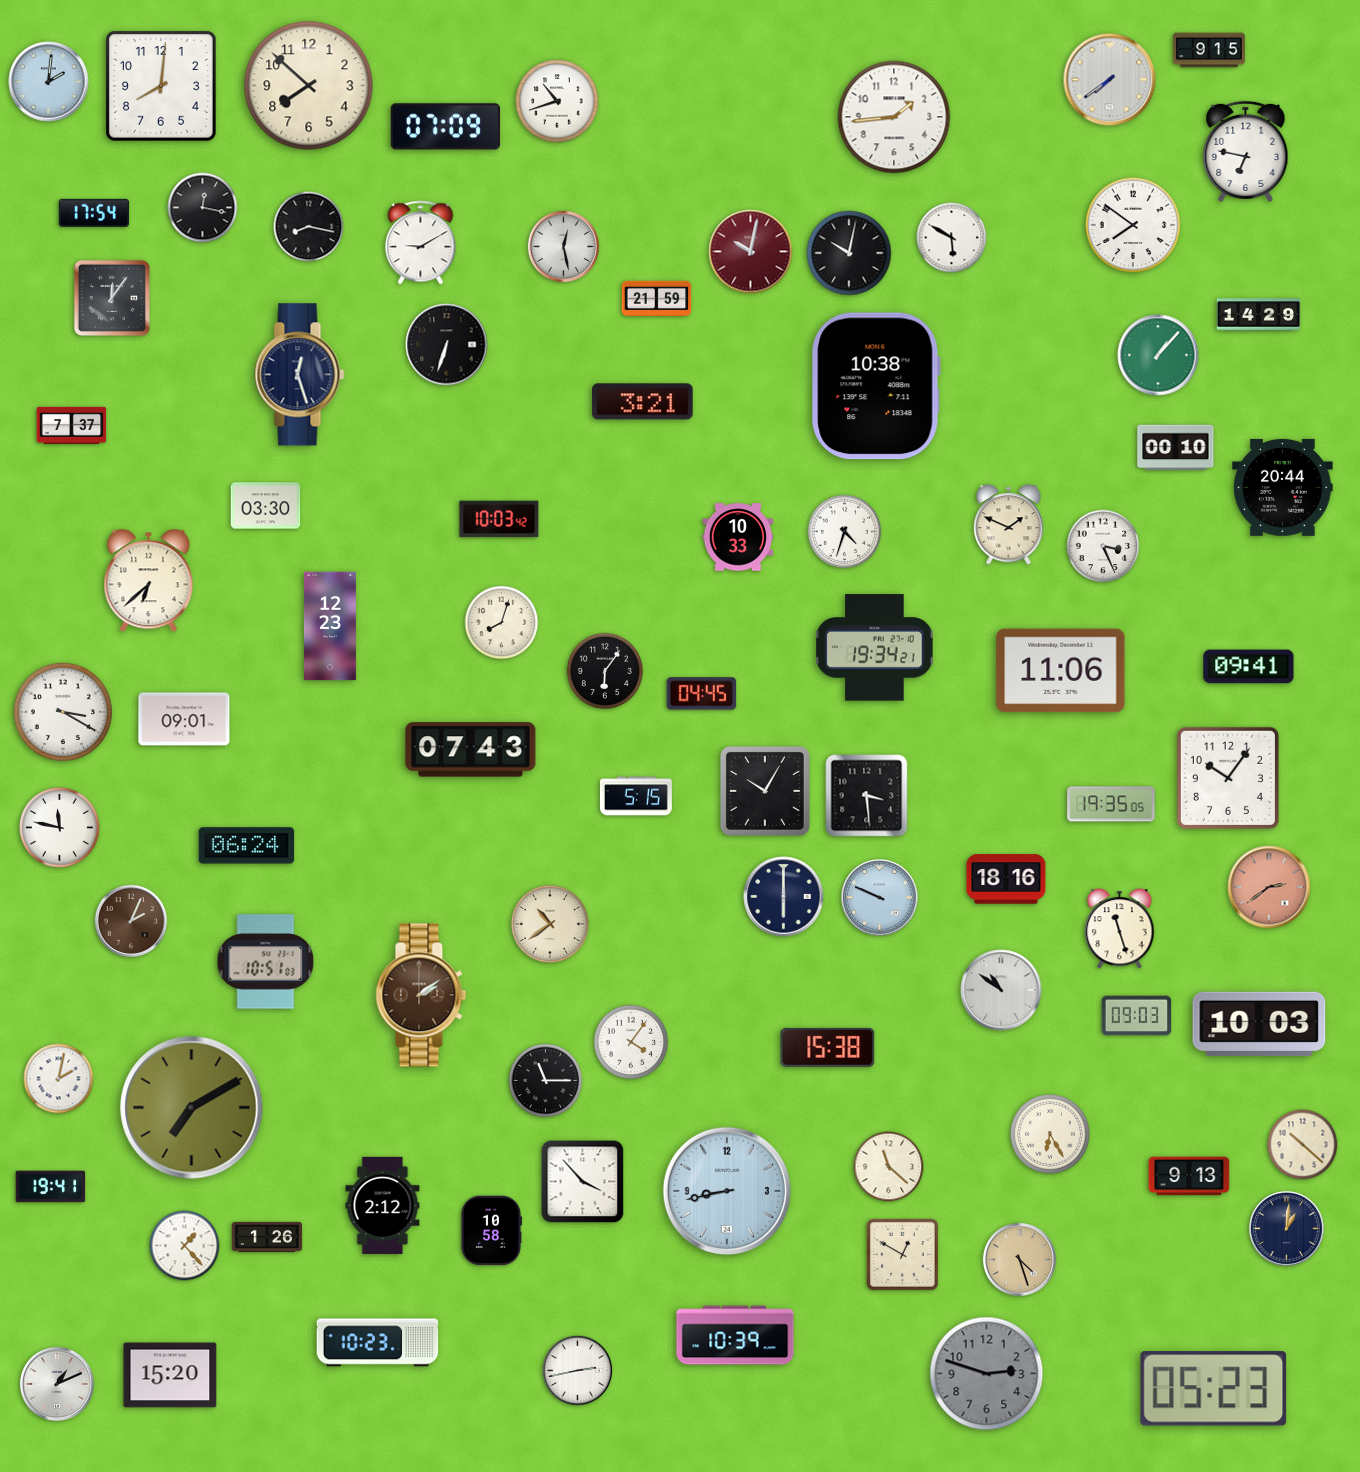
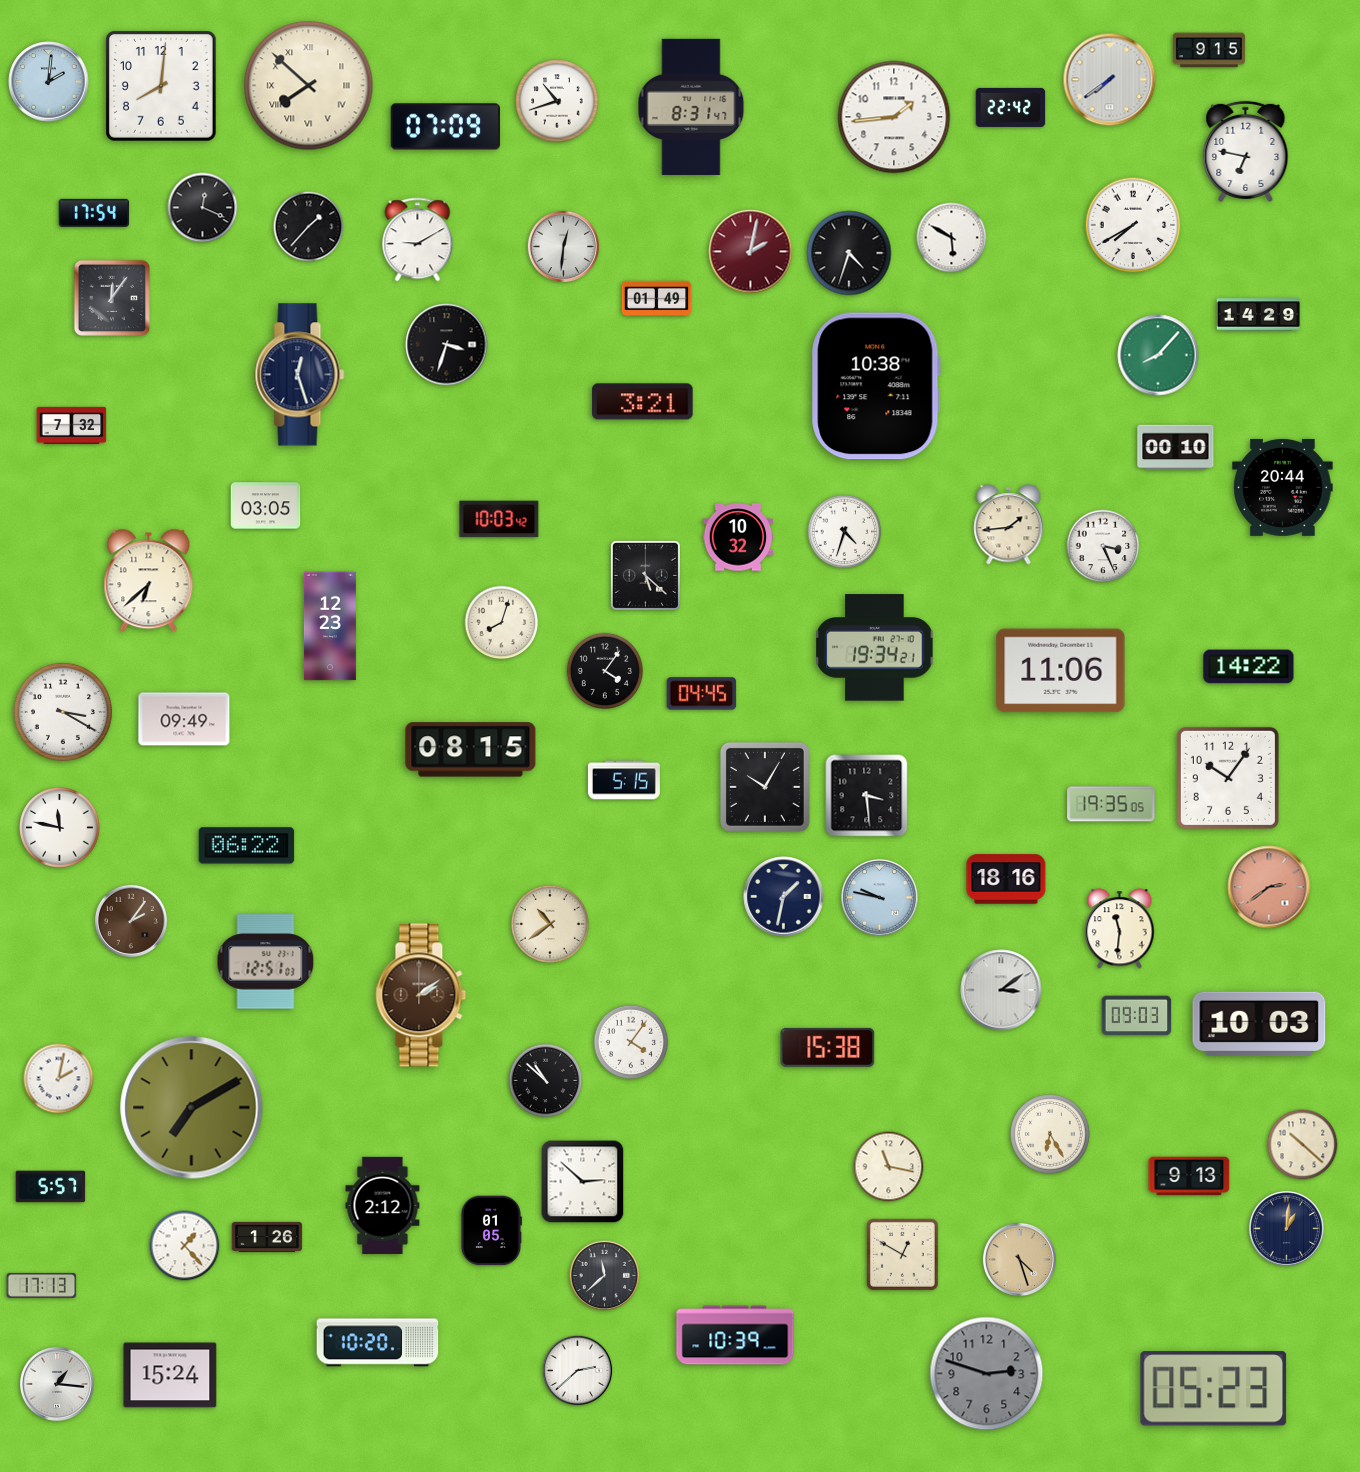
clock at (309, 86) numerals: Arabic -> Roman
clock at (691, 107): none -> 8:31
clock at (1011, 107): none -> 22:42
clock at (203, 208): 12:17 -> 12:19
clock at (1133, 225): 7:51 -> 7:40
clock at (309, 227): 8:17 -> 1:37
clock at (421, 243) position: (421, 243) -> (418, 240)
clock at (563, 246): 12:28 -> 12:31
clock at (751, 252): 10:02 -> 2:02
clock at (849, 253): 10:02 -> 4:33
clock at (657, 299): 21:59 -> 01:49
clock at (447, 345): 6:33 -> 3:33
clock at (1158, 355): 1:07 -> 8:07
clock at (72, 425): 7:37 -> 7:32
clock at (266, 506): 03:30 -> 03:05
clock at (1009, 525): 1:49 -> 1:44
clock at (738, 537): 10:33 -> 10:32
clock at (645, 575): none -> 5:22
clock at (1249, 667): 09:41 -> 14:22
clock at (604, 670): 6:06 -> 4:06
clock at (184, 719): 09:01 -> 09:49
clock at (471, 750): 07:43 -> 08:15
clock at (765, 791) position: (765, 791) -> (765, 787)
clock at (636, 796) position: (636, 796) -> (624, 780)
clock at (247, 846): 06:24 -> 06:22
clock at (784, 897): 6:00 -> 1:32
clock at (880, 898): 9:49 -> 9:47
clock at (131, 921): 2:04 -> 2:06
clock at (1120, 929): 11:27 -> 11:31
clock at (266, 962): 10:51 -> 12:51
clock at (1001, 990): 10:51 -> 3:09
clock at (546, 1081): 11:15 -> 10:52
clock at (889, 1167): 11:22 -> 11:17
clock at (583, 1182): 3:53 -> 2:52
clock at (51, 1187): 19:41 -> 5:57
clock at (726, 1190): 8:43 -> none
clock at (491, 1231): 10:58 -> 01:05
clock at (605, 1276): none -> 11:38
clock at (42, 1285): none -> 17:13
clock at (378, 1343): 10:23 -> 10:20
clock at (578, 1371): 2:43 -> 2:38
clock at (170, 1375): 15:20 -> 15:24
clock at (57, 1384): 1:11 -> 1:16
